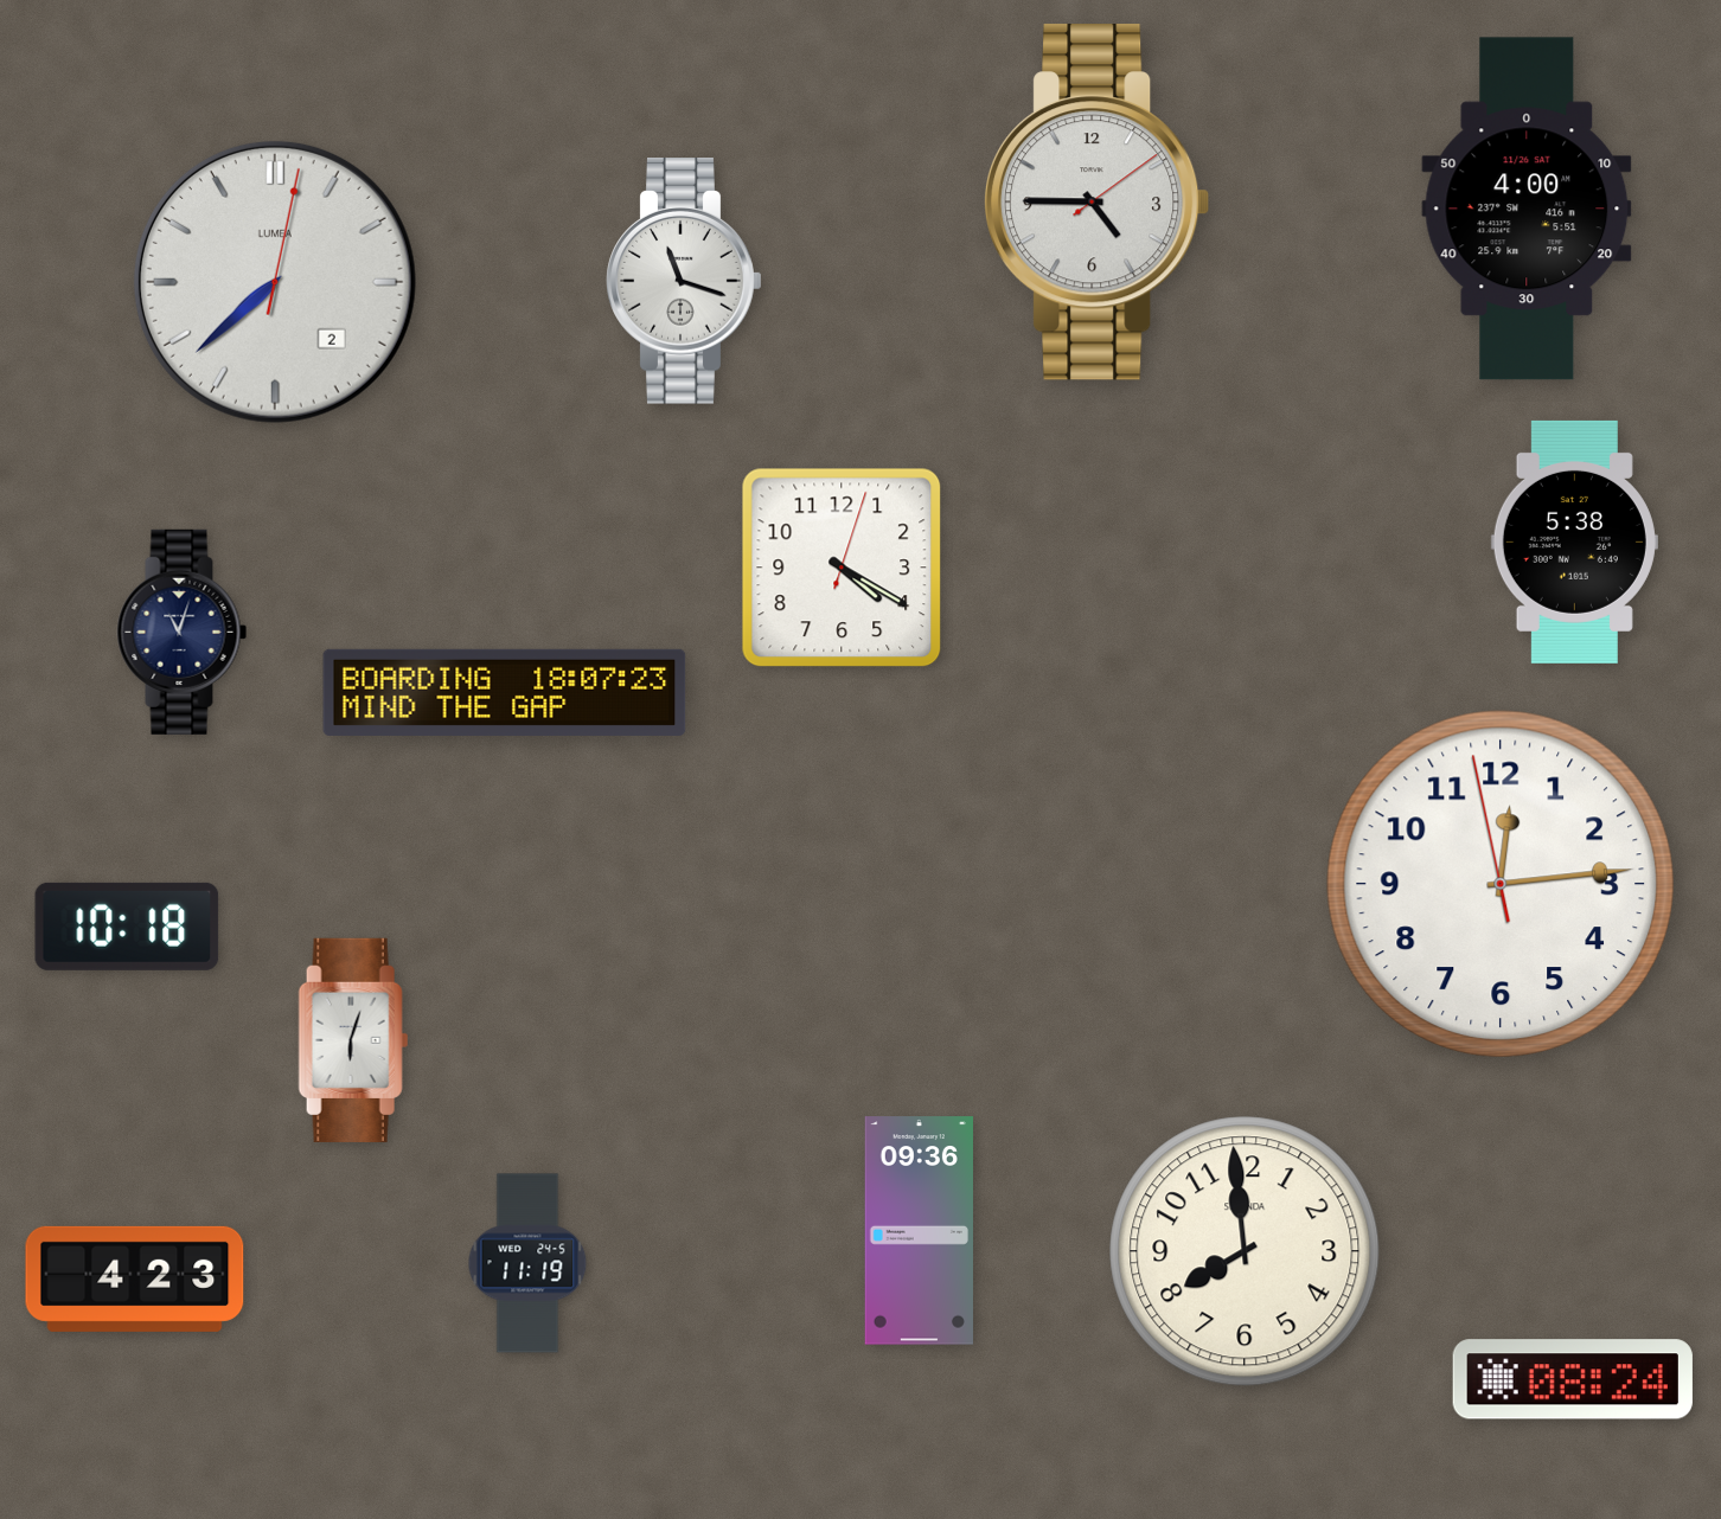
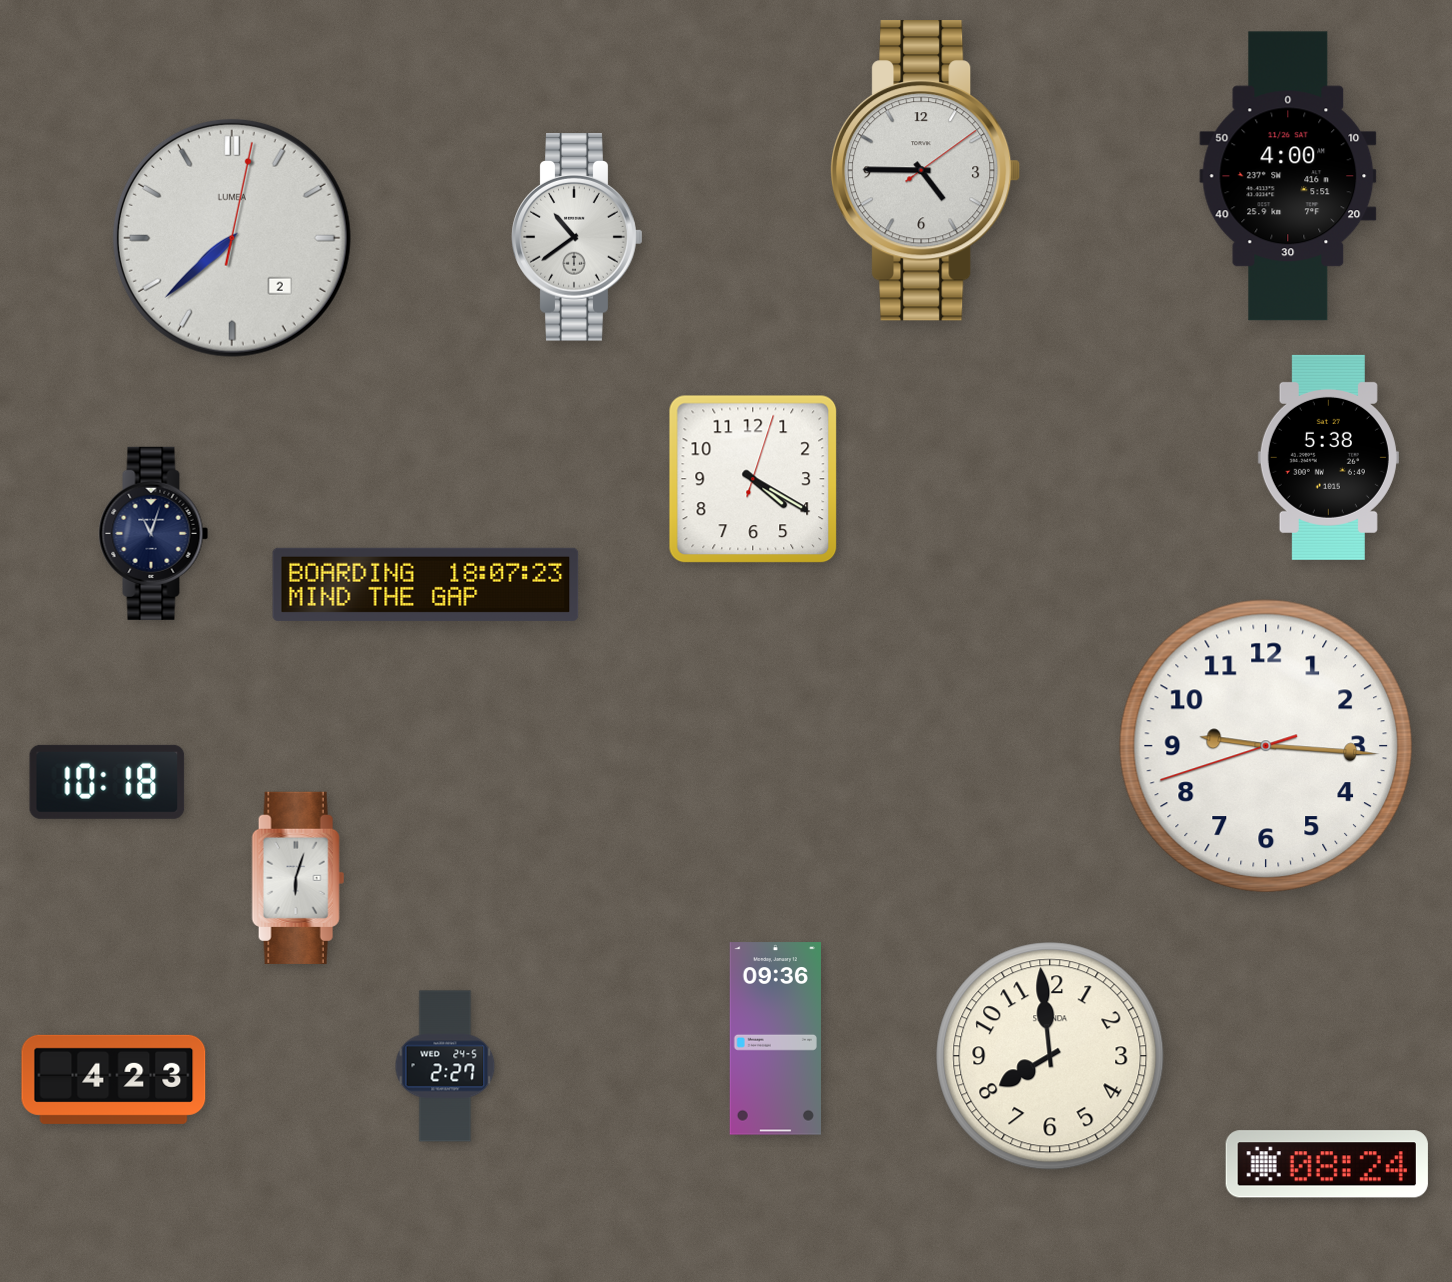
clock at (684, 282): 11:18 -> 10:39
clock at (842, 568) position: (842, 568) -> (753, 479)
clock at (1499, 883): 12:13 -> 9:15
clock at (527, 1263): 11:19 -> 2:27
